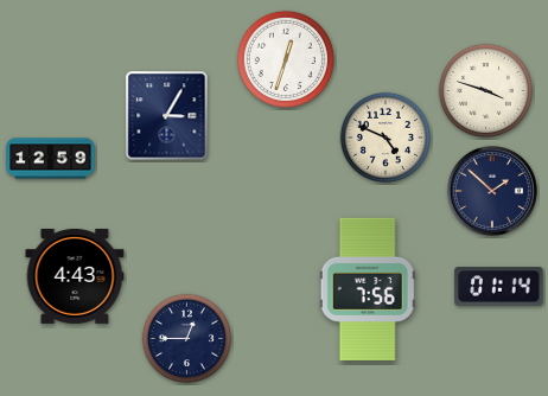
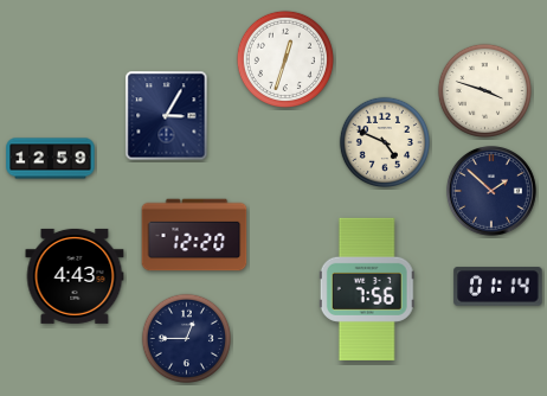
clock at (384, 136) position: (384, 136) -> (384, 141)
clock at (194, 235): none -> 12:20
